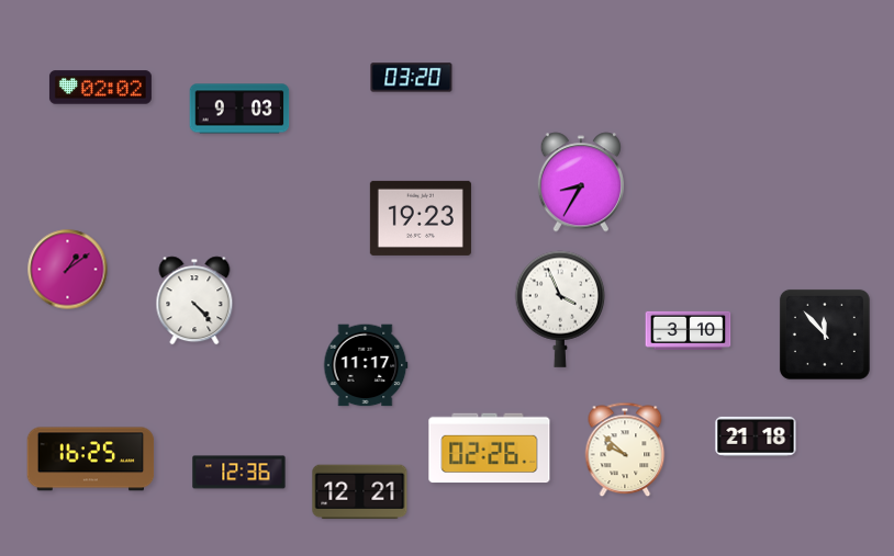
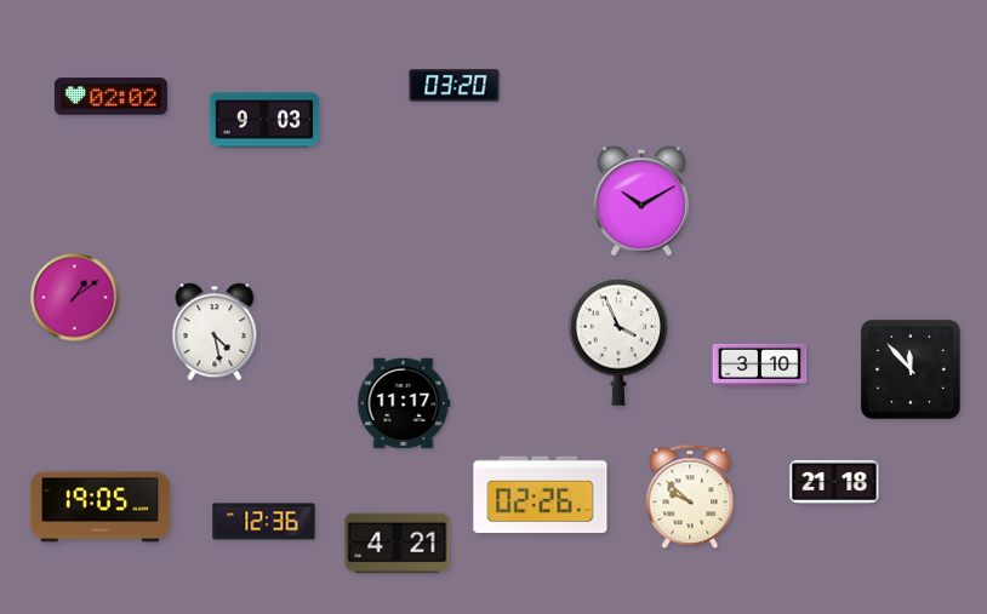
clock at (580, 182): 8:35 -> 10:10
clock at (421, 218): 19:23 -> none
clock at (194, 300): 4:23 -> 4:28
clock at (91, 459): 16:25 -> 19:05
clock at (360, 492): 12:21 -> 4:21
